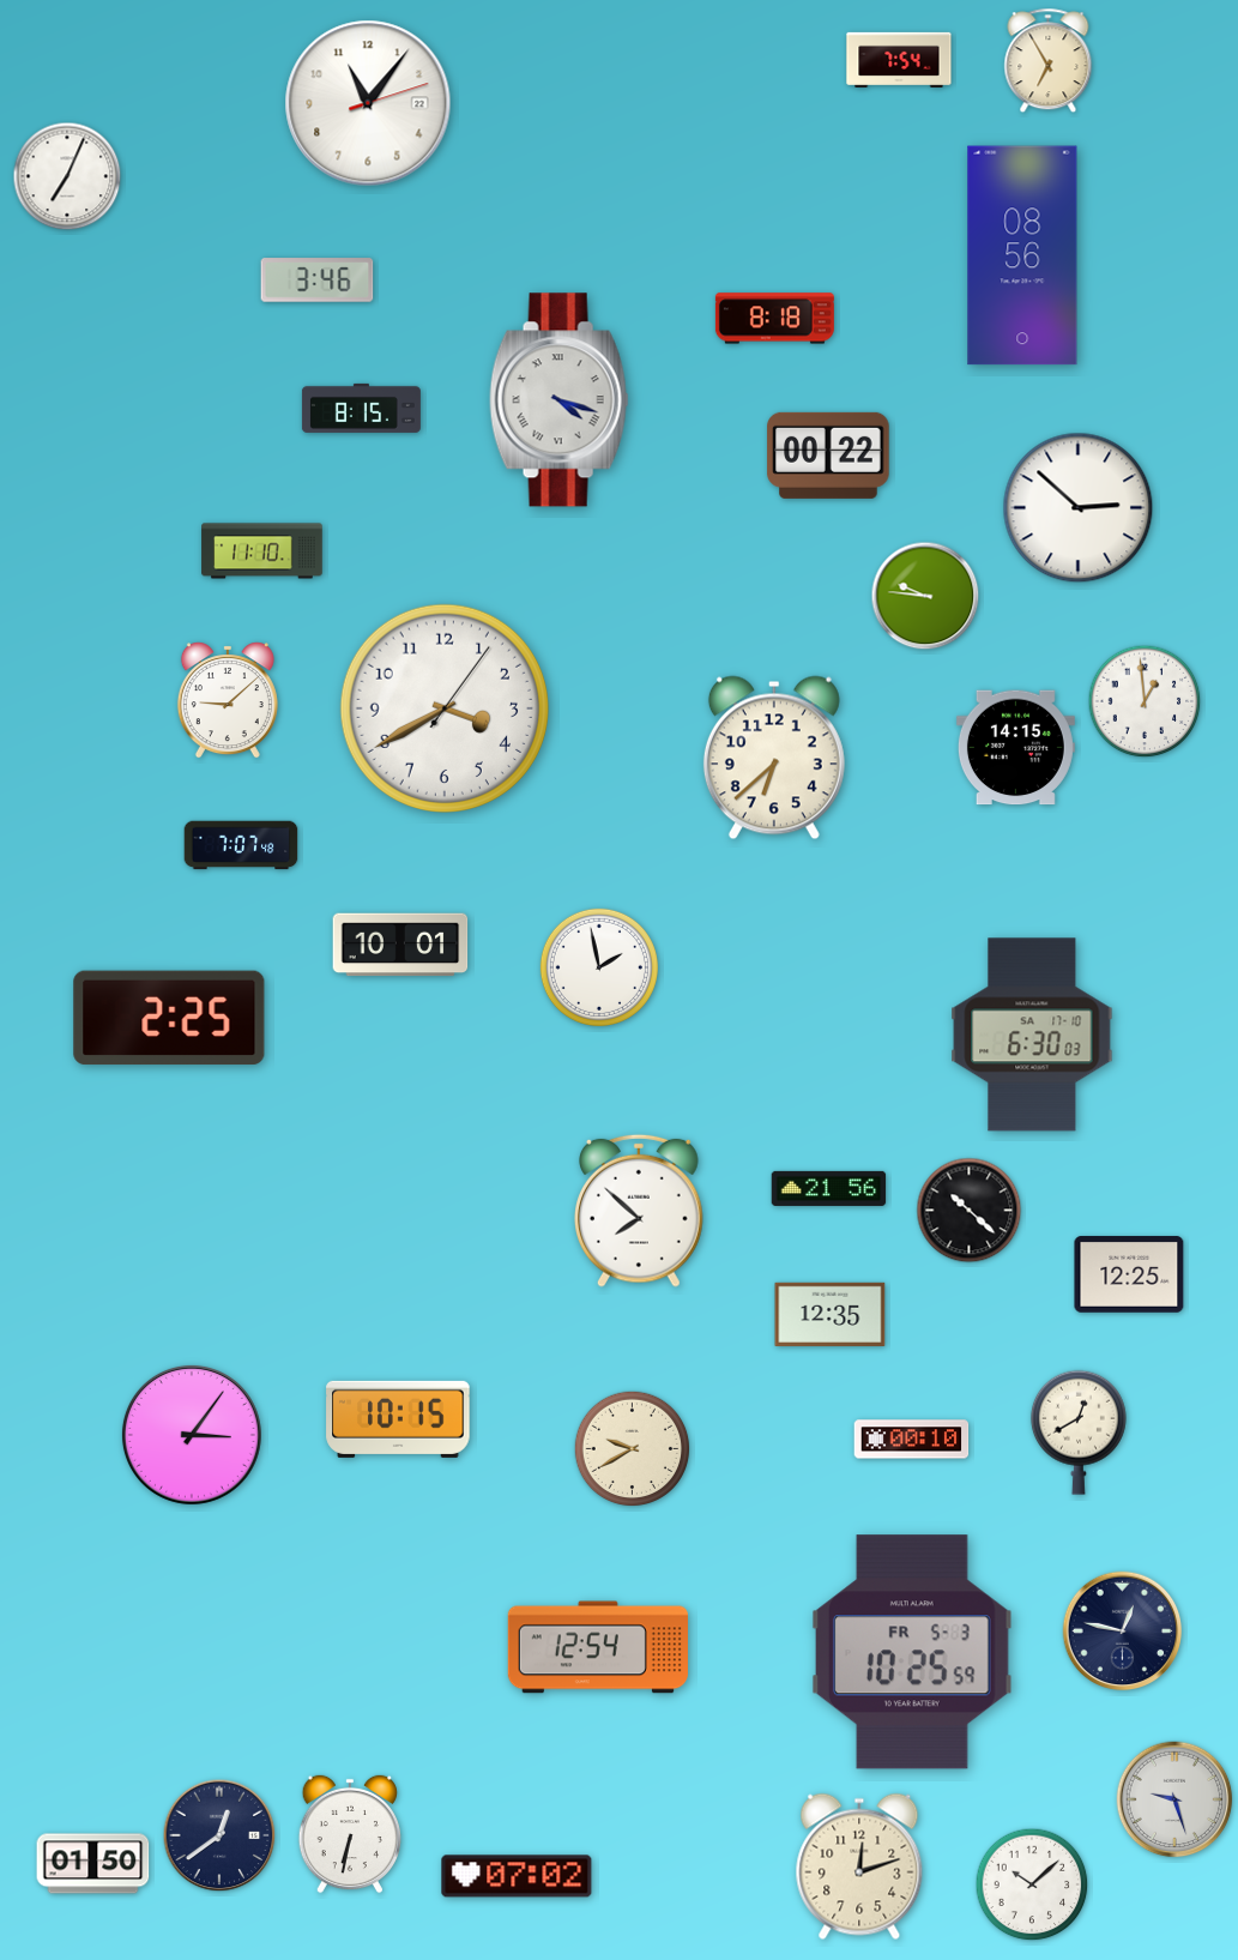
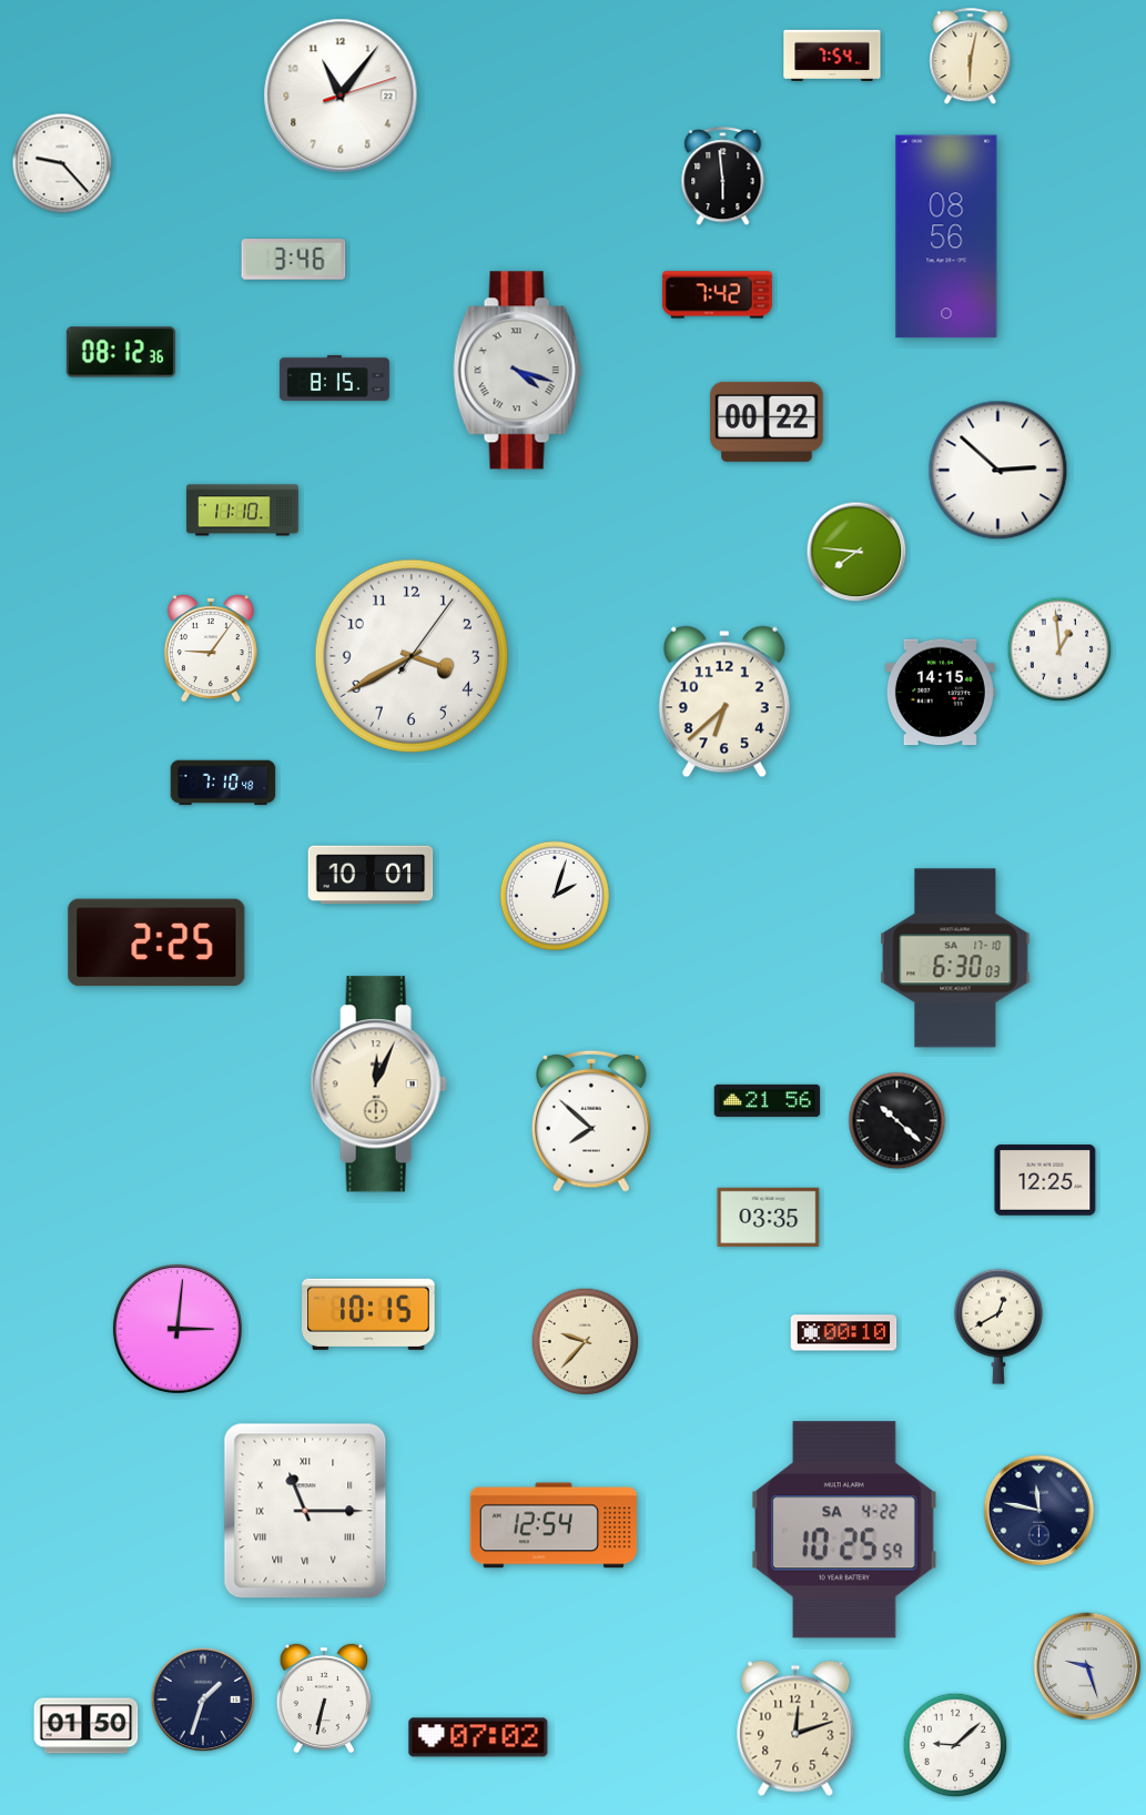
clock at (1049, 61): 6:55 -> 6:02
clock at (67, 176): 7:04 -> 9:23
clock at (723, 177): none -> 5:59
clock at (774, 319): 8:18 -> 7:42
clock at (121, 352): none -> 08:12
clock at (925, 596): 9:46 -> 7:46
clock at (228, 700): 9:08 -> 9:06
clock at (774, 758) position: (774, 758) -> (724, 702)
clock at (241, 845): 7:07 -> 7:10
clock at (599, 967): 1:58 -> 2:03
clock at (378, 1085): none -> 12:04
clock at (831, 1314): 12:35 -> 03:35
clock at (192, 1435): 3:06 -> 3:01
clock at (633, 1449): 9:40 -> 9:37
clock at (305, 1511): none -> 11:15
clock at (1123, 1632): 12:47 -> 11:47
clock at (912, 1652) date: FR 5-3 -> SA 4-22
clock at (219, 1835): 12:39 -> 1:33
clock at (1032, 1884): 10:08 -> 9:08
